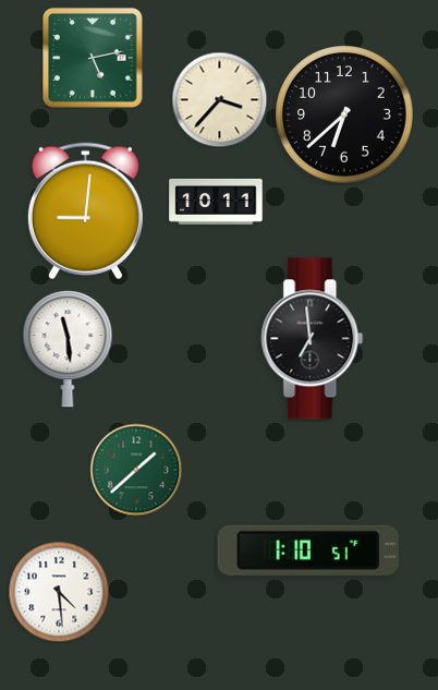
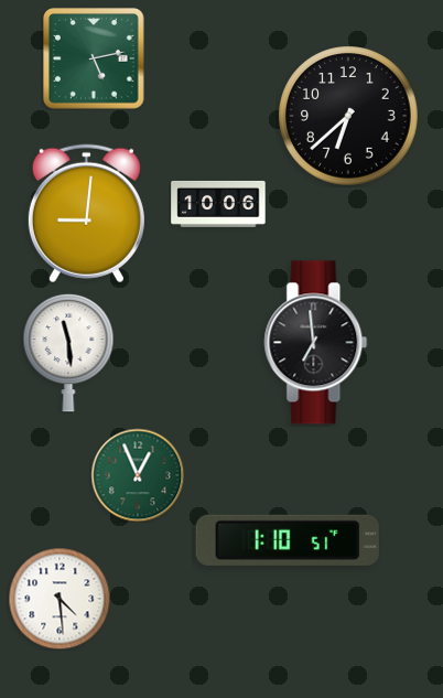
clock at (219, 99): 3:37 -> none
clock at (216, 202): 10:11 -> 10:06
clock at (136, 470): 1:38 -> 12:56
clock at (308, 550) position: (308, 550) -> (288, 540)
